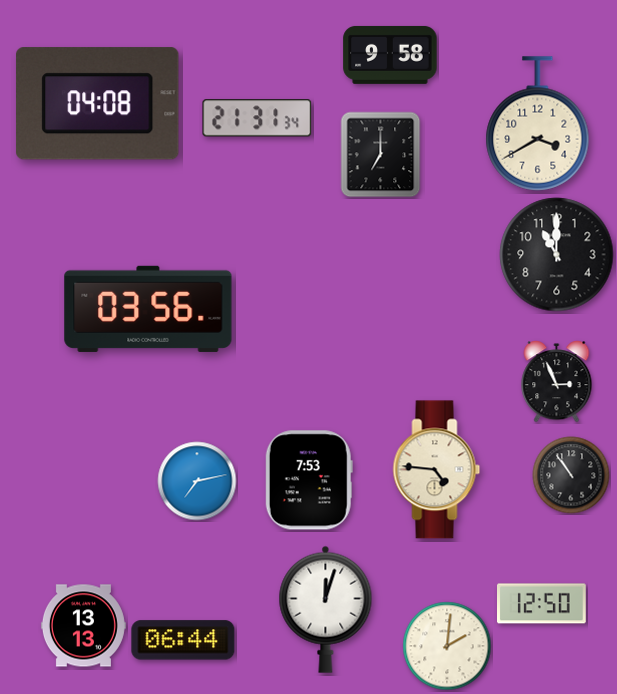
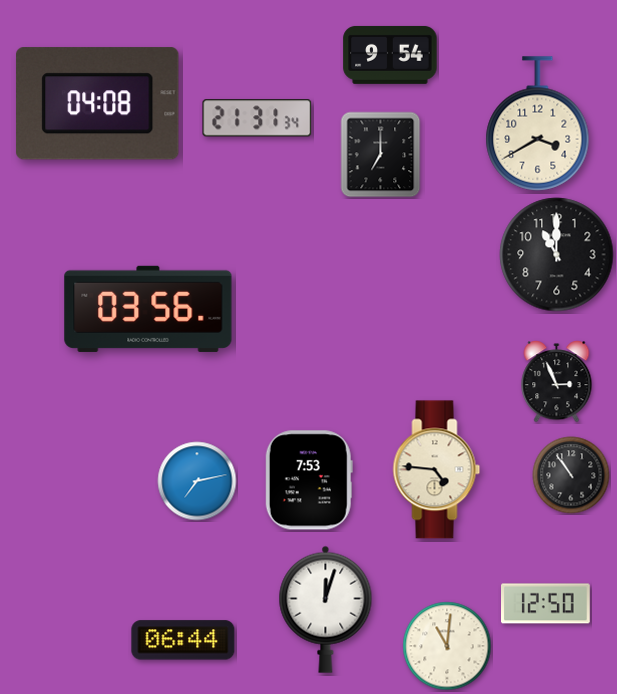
clock at (390, 55): 9:58 -> 9:54
clock at (542, 604) position: (542, 604) -> (546, 604)
clock at (83, 626): 13:13 -> none
clock at (447, 646): 2:01 -> 11:01
